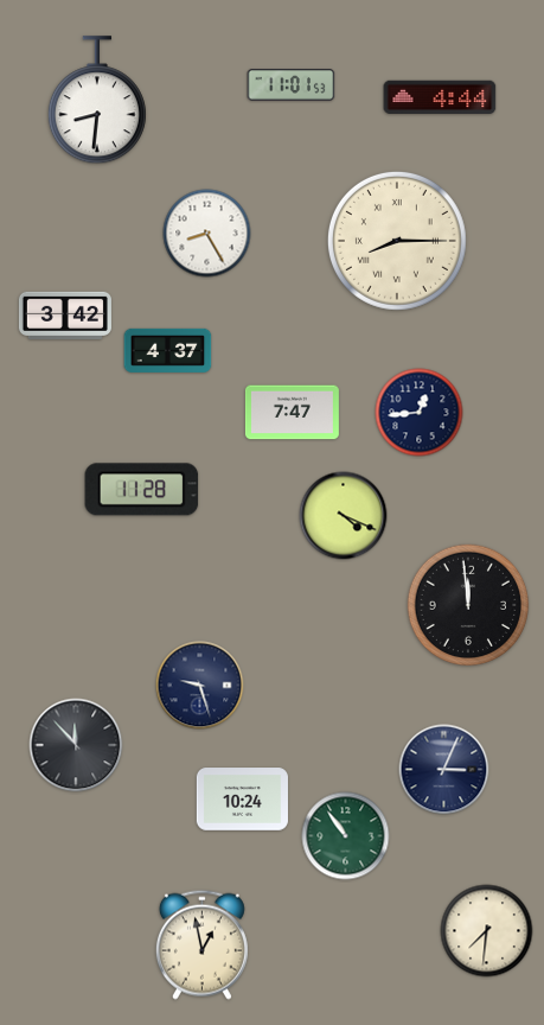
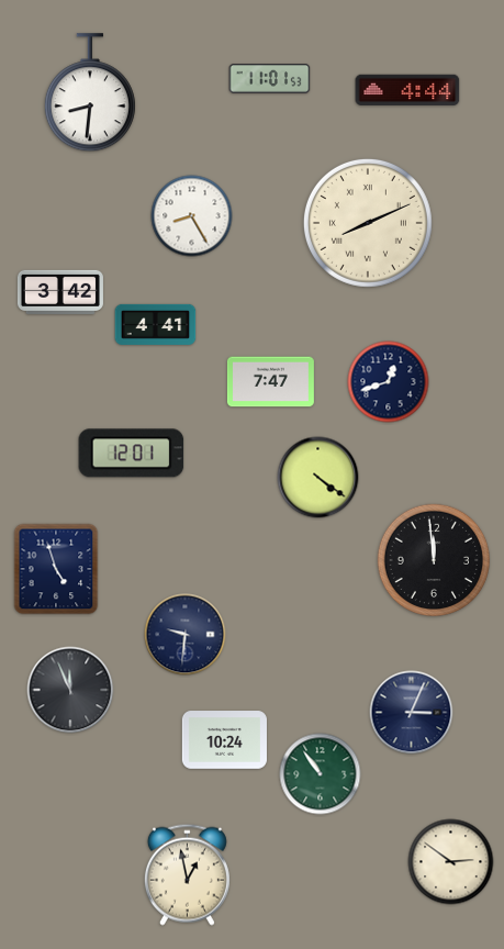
clock at (397, 241): 8:15 -> 8:11
clock at (168, 350): 4:37 -> 4:41
clock at (420, 413): 12:44 -> 12:42
clock at (142, 490): 11:28 -> 12:01
clock at (344, 516): 4:19 -> 4:21
clock at (56, 569): none -> 4:57
clock at (200, 686): 9:27 -> 9:31
clock at (76, 745): 11:53 -> 11:56
clock at (487, 931): 7:31 -> 2:51
